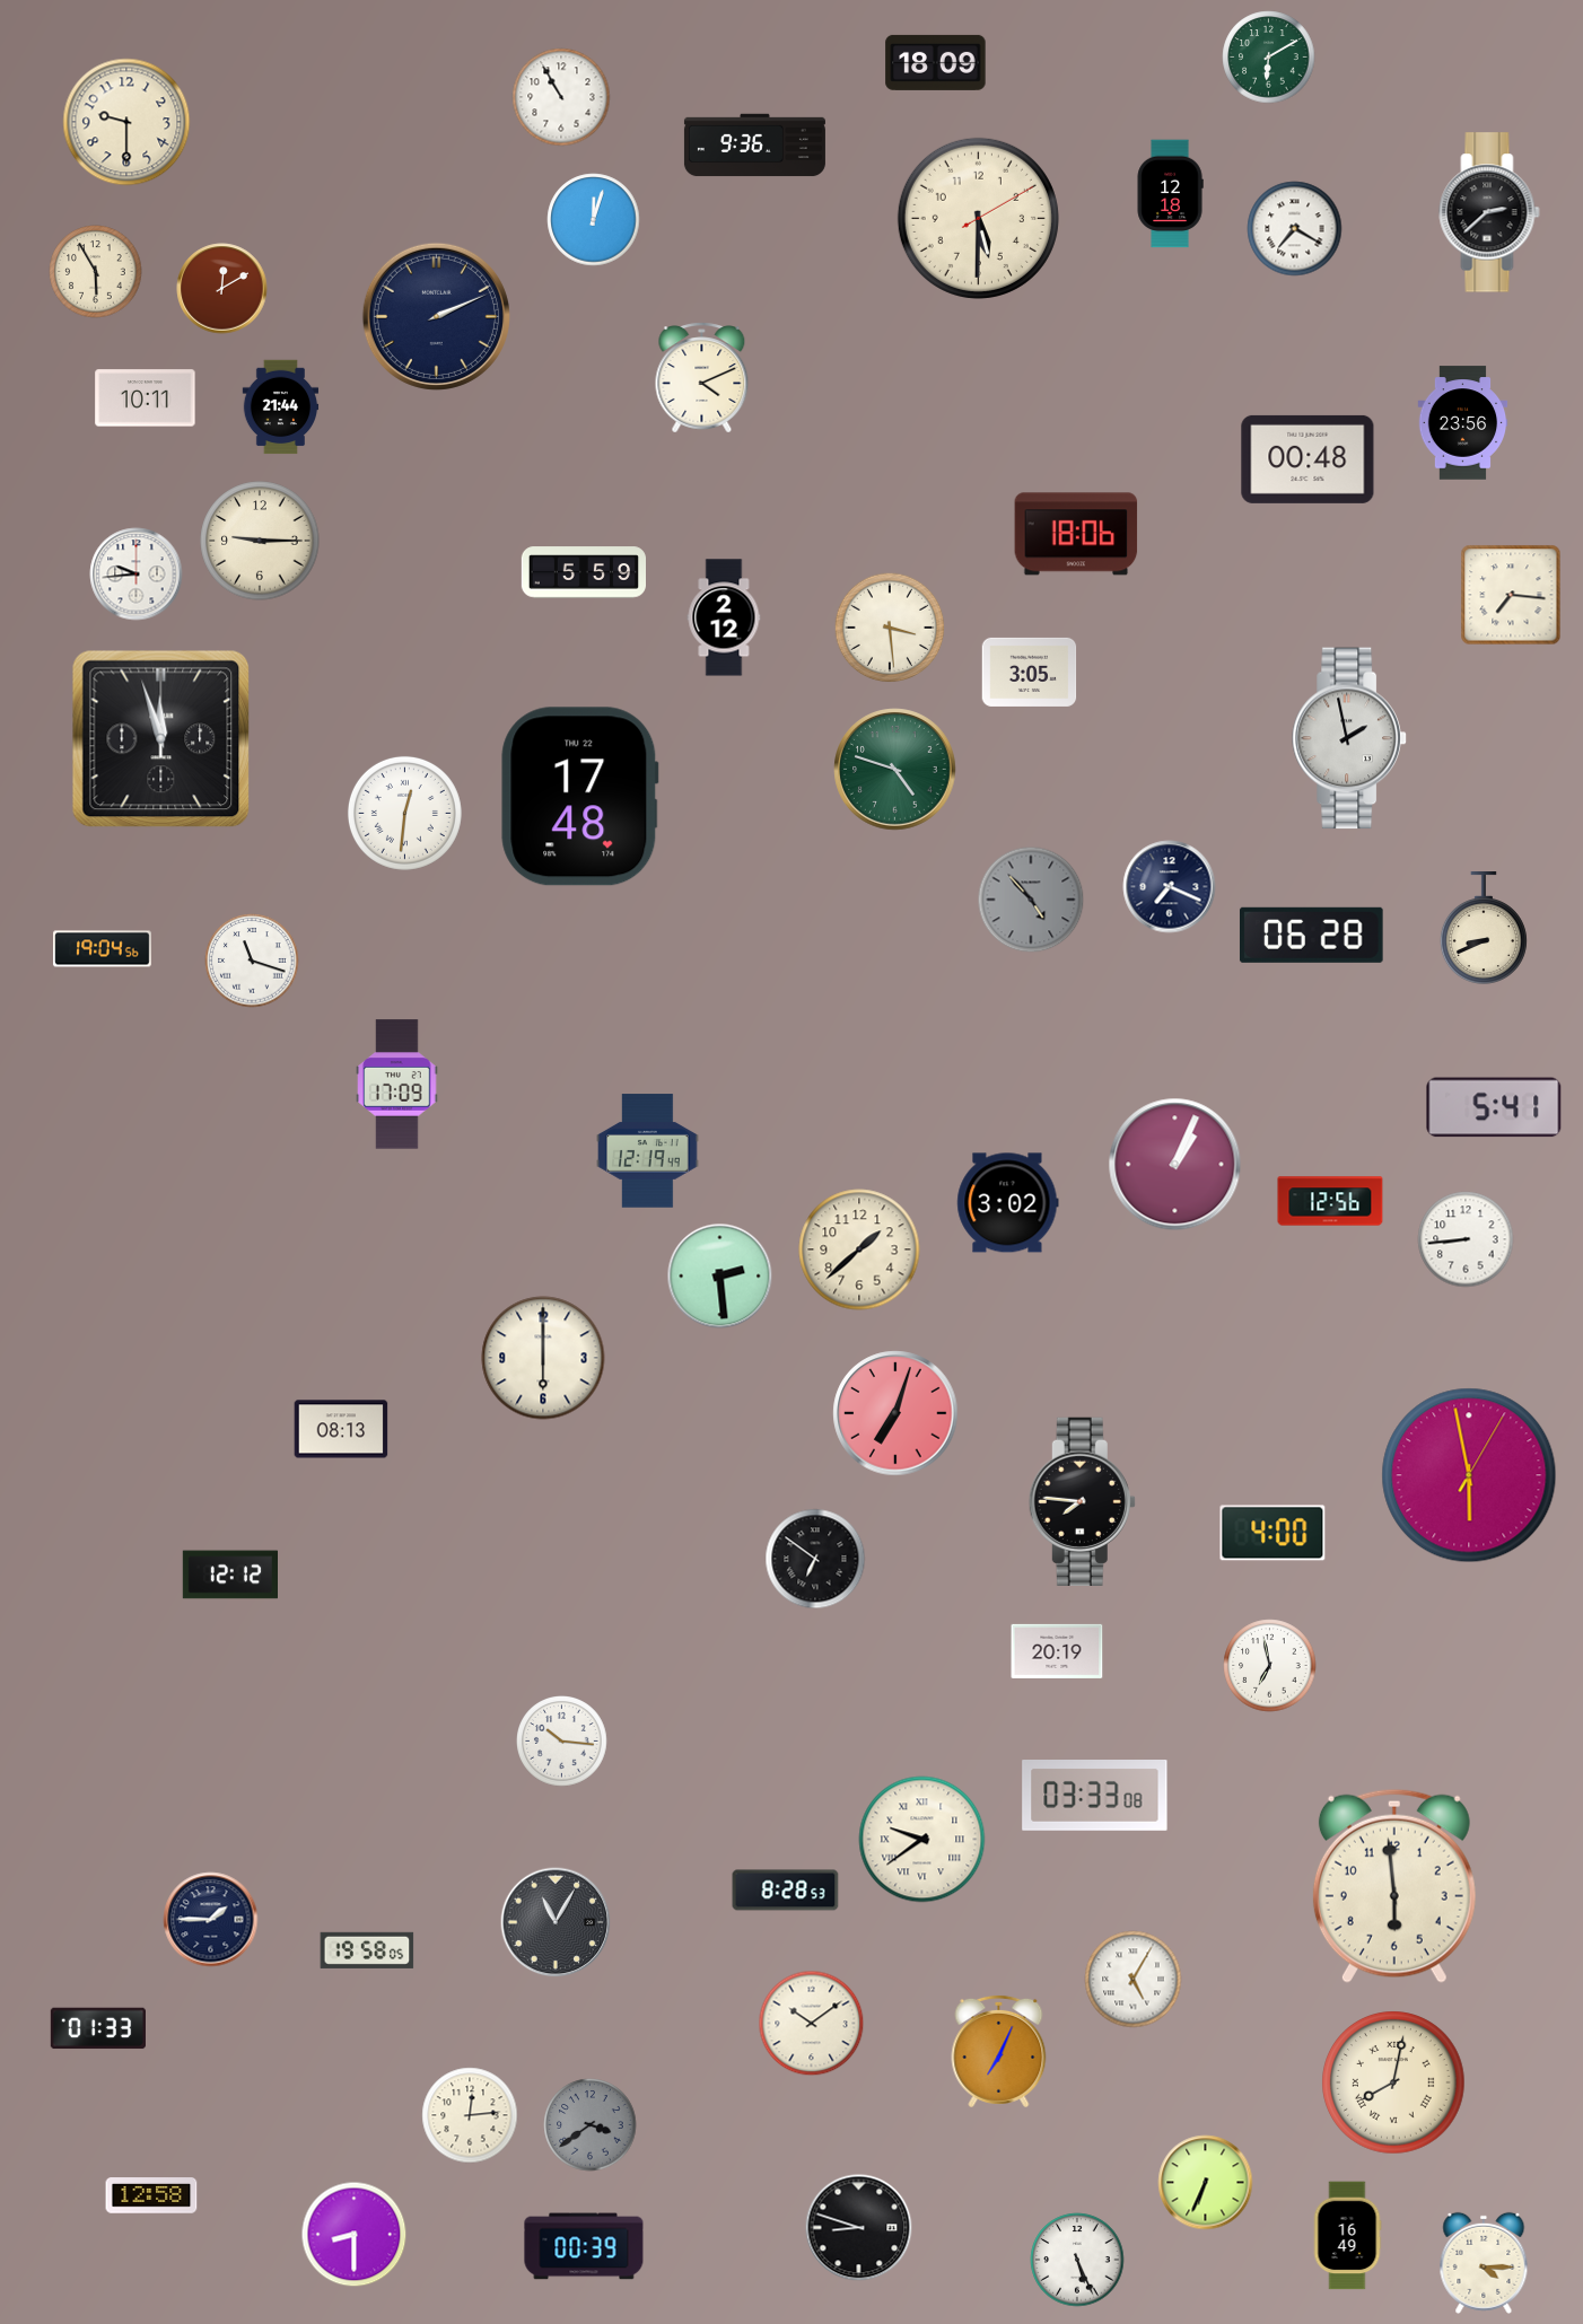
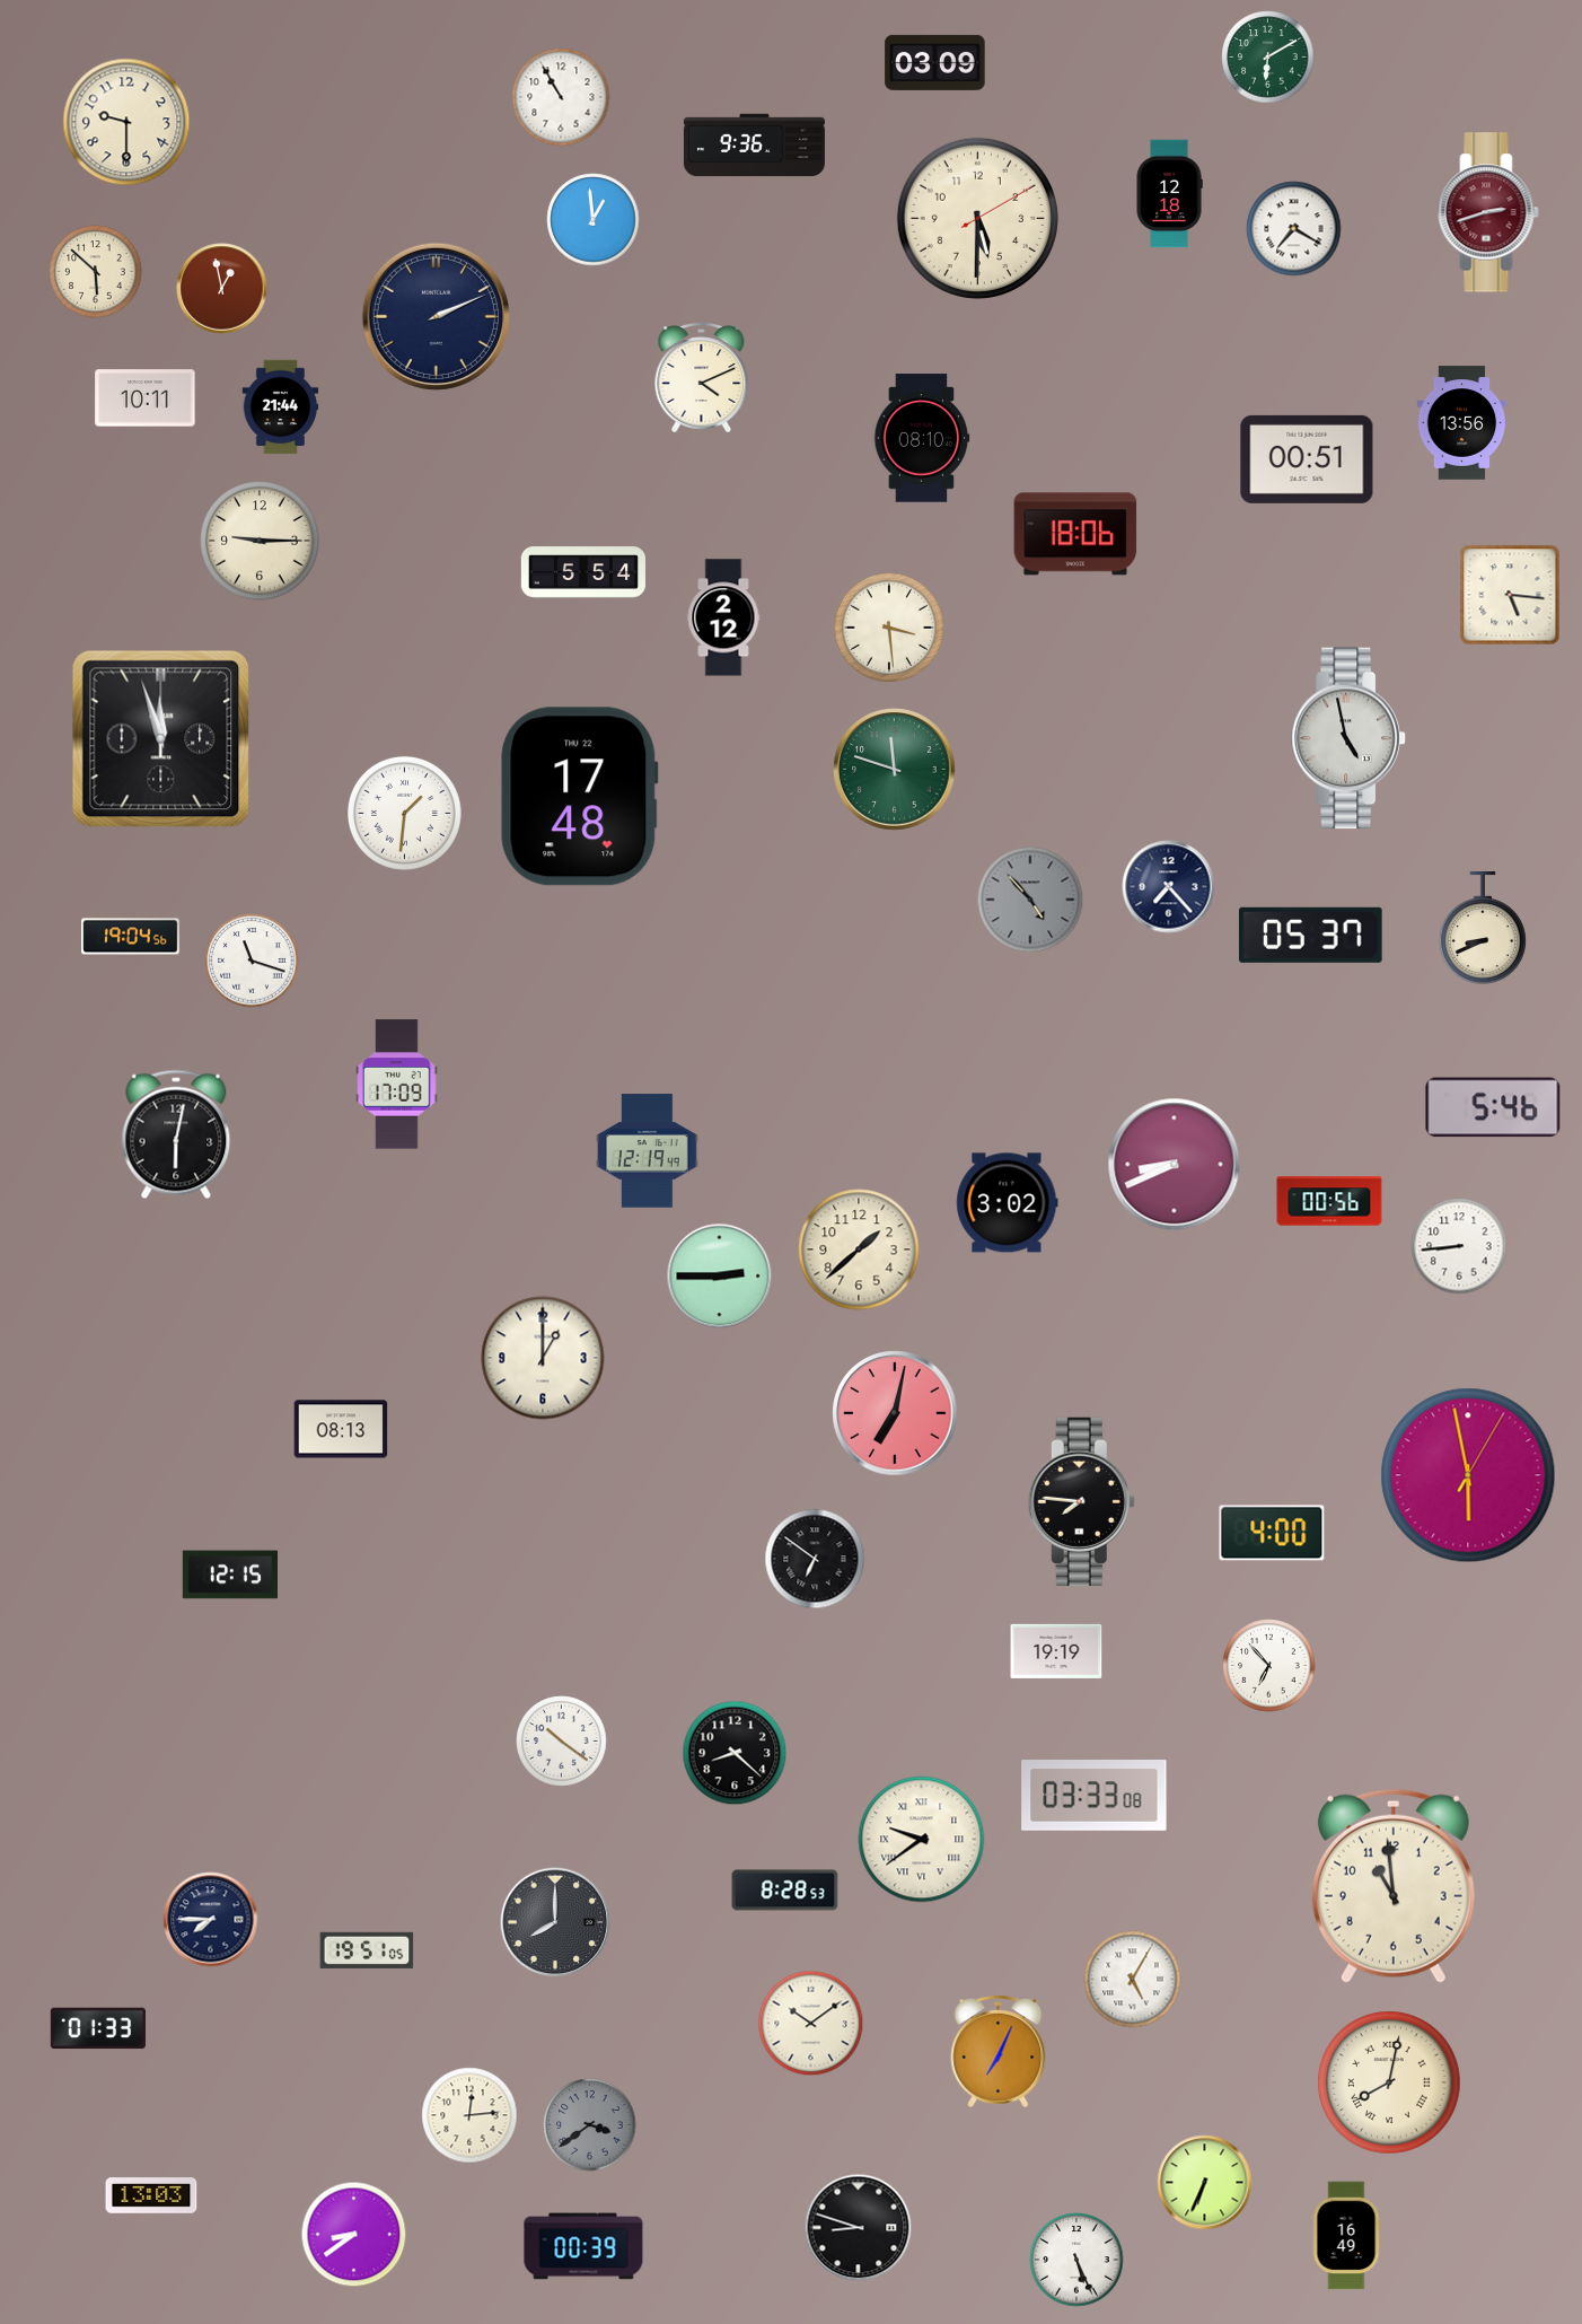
clock at (936, 62): 18:09 -> 03:09
clock at (1489, 212): 2:38 -> 2:42
clock at (1489, 212) dial: black -> burgundy
clock at (594, 220): 12:03 -> 12:59
clock at (96, 272): 5:55 -> 5:52
clock at (222, 289): 12:10 -> 12:58
clock at (1463, 423): 23:56 -> 13:56
clock at (922, 438): none -> 08:10
clock at (1307, 459): 00:48 -> 00:51
clock at (583, 572): 5:59 -> 5:54
clock at (137, 575): 9:44 -> none
clock at (1511, 595): 7:16 -> 5:16
clock at (1030, 672): 3:05 -> none
clock at (1349, 738): 1:58 -> 4:58
clock at (895, 770): 4:48 -> 11:48
clock at (404, 813): 12:31 -> 1:31
clock at (1170, 887): 7:19 -> 7:23
clock at (1311, 935): 06:28 -> 05:37
clock at (103, 949) position: (103, 949) -> (131, 937)
clock at (1494, 1107): 5:41 -> 5:46
clock at (176, 1134): none -> 6:02
clock at (1175, 1165): 1:04 -> 8:41
clock at (1330, 1201): 12:56 -> 00:56
clock at (1466, 1239) position: (1466, 1239) -> (1459, 1246)
clock at (720, 1277): 2:29 -> 2:45
clock at (543, 1358): 6:00 -> 1:00
clock at (895, 1413): 7:03 -> 7:02
clock at (229, 1575): 12:12 -> 12:15
clock at (1057, 1651): 20:19 -> 19:19
clock at (1270, 1666): 6:58 -> 6:53
clock at (562, 1742): 10:16 -> 10:21
clock at (735, 1753): none -> 8:22
clock at (1394, 1886): 5:59 -> 10:59
clock at (211, 1920): 1:45 -> 7:45
clock at (556, 1922): 11:05 -> 8:00
clock at (367, 1950): 19:58 -> 19:51
clock at (1393, 2082) position: (1393, 2082) -> (1389, 2082)
clock at (151, 2195): 12:58 -> 13:03
clock at (355, 2235): 8:30 -> 8:39
clock at (1484, 2263): 4:15 -> none
